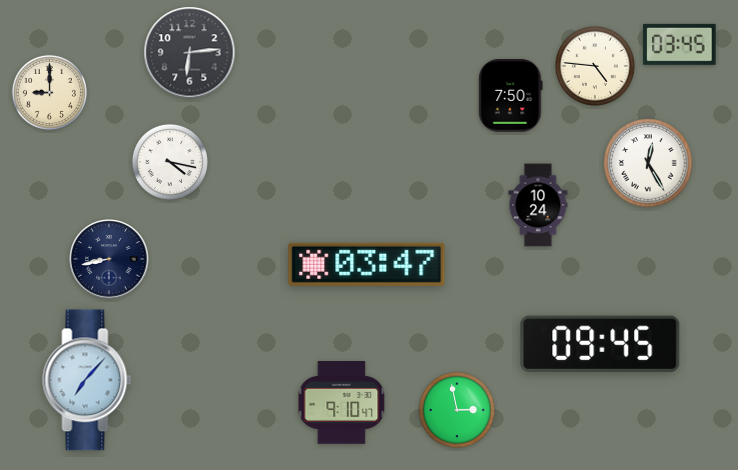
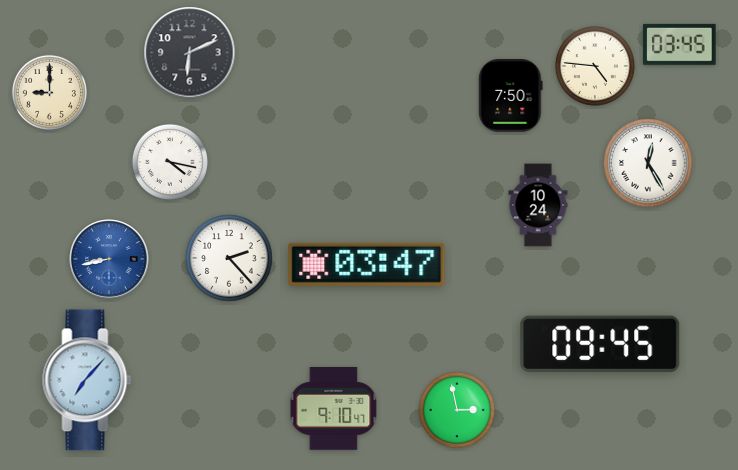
clock at (190, 53): 6:14 -> 6:11
clock at (229, 258): none -> 2:23
clock at (109, 259) dial: navy -> blue
clock at (342, 403) position: (342, 403) -> (334, 409)
